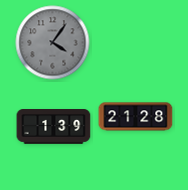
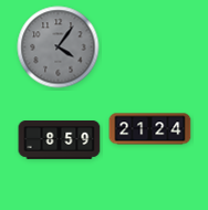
clock at (136, 117): 21:28 -> 21:24
clock at (54, 127): 1:39 -> 8:59
